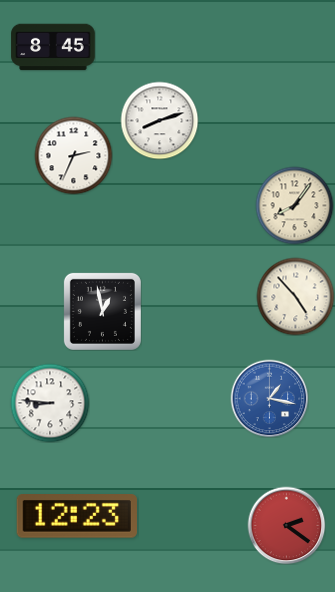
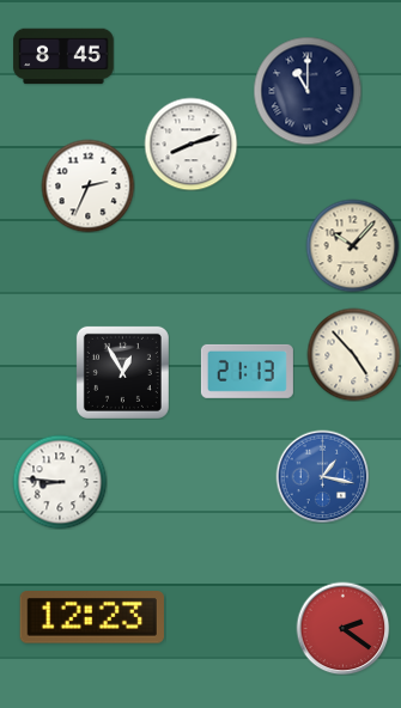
clock at (308, 91): none -> 11:00
clock at (294, 205): 8:06 -> 10:07
clock at (247, 371): none -> 21:13
clock at (102, 311): 12:58 -> 12:55
